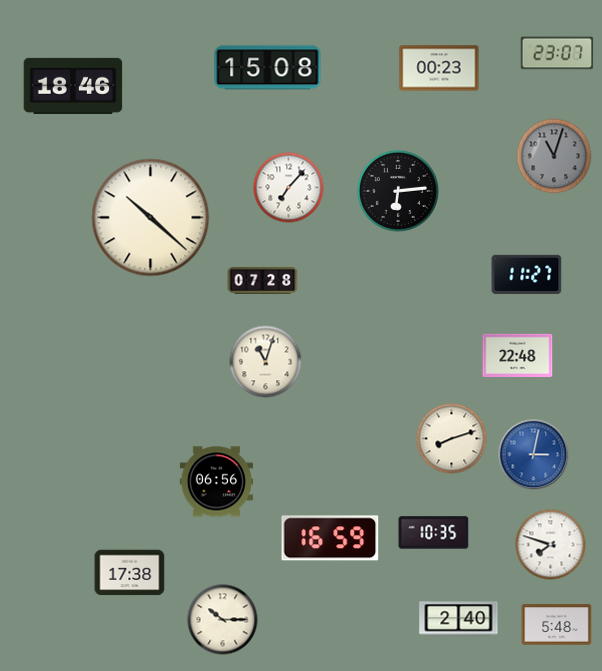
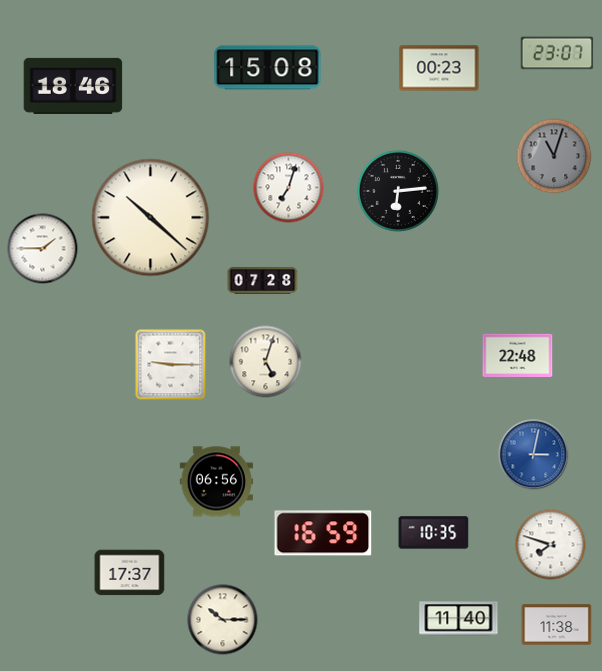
clock at (289, 188): 7:07 -> 7:03
clock at (43, 249): none -> 1:45
clock at (527, 274): 11:27 -> none
clock at (266, 362): 11:03 -> 5:03
clock at (171, 365): none -> 9:15
clock at (452, 439): 8:12 -> none
clock at (330, 538) position: (330, 538) -> (323, 533)
clock at (130, 573): 17:38 -> 17:37
clock at (459, 619): 2:40 -> 11:40
clock at (557, 625): 5:48 -> 11:38
